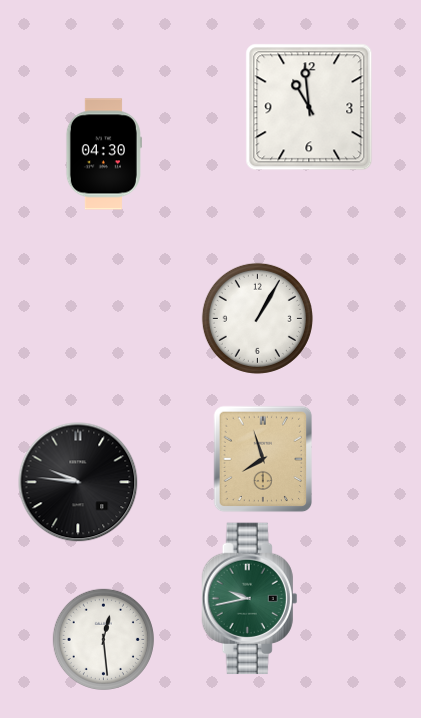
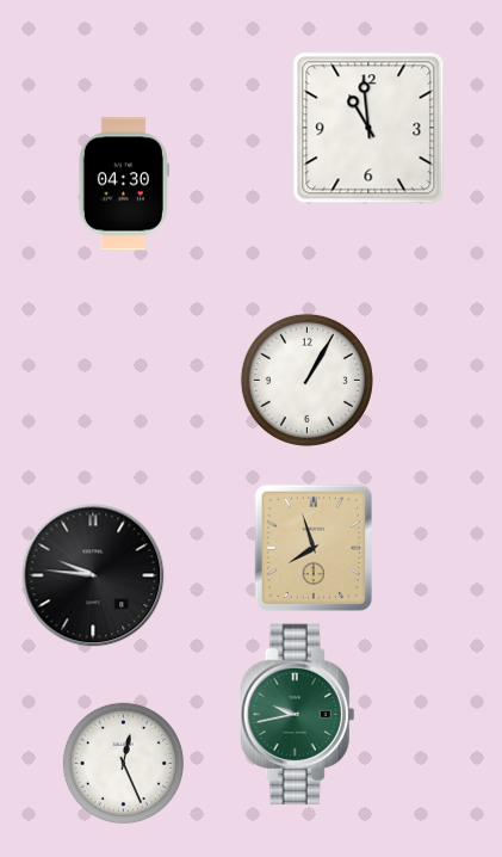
clock at (103, 639): 12:29 -> 12:26
